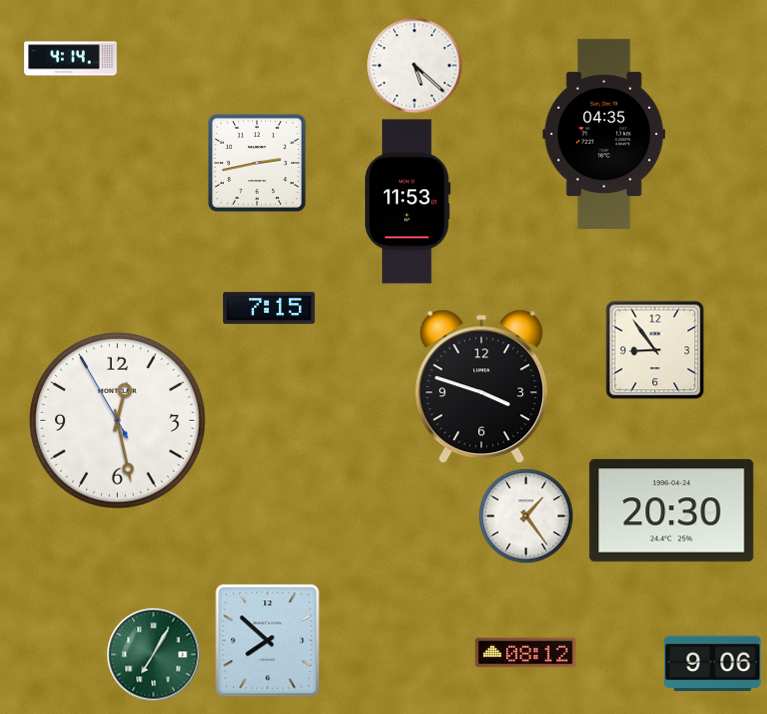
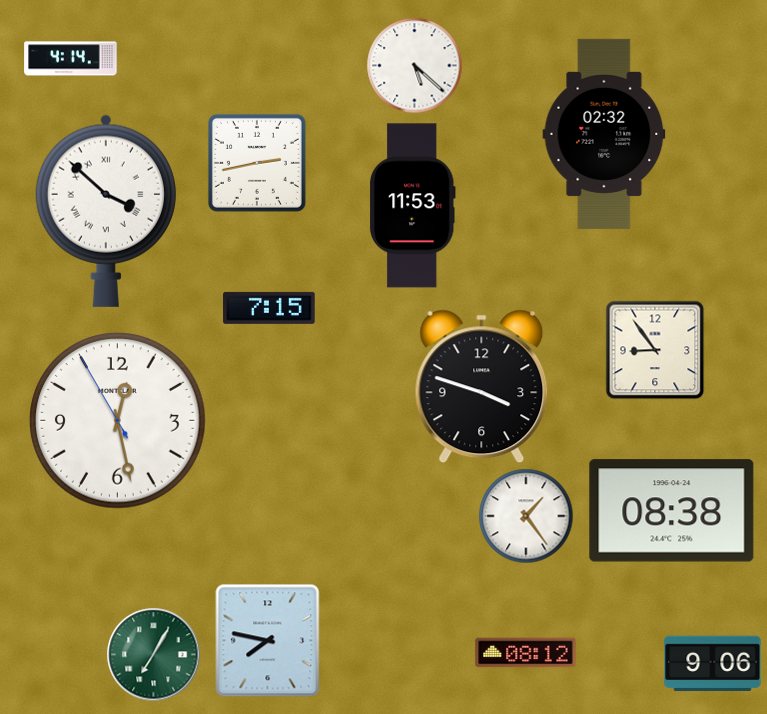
clock at (604, 134): 04:35 -> 02:32
clock at (408, 202) position: (408, 202) -> (413, 206)
clock at (106, 211): none -> 3:52
clock at (672, 511): 20:30 -> 08:38
clock at (268, 640): 7:52 -> 7:47
